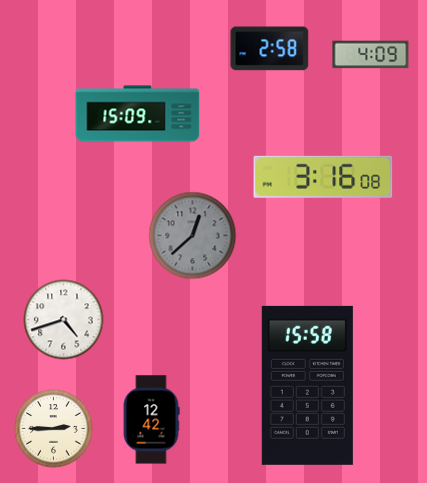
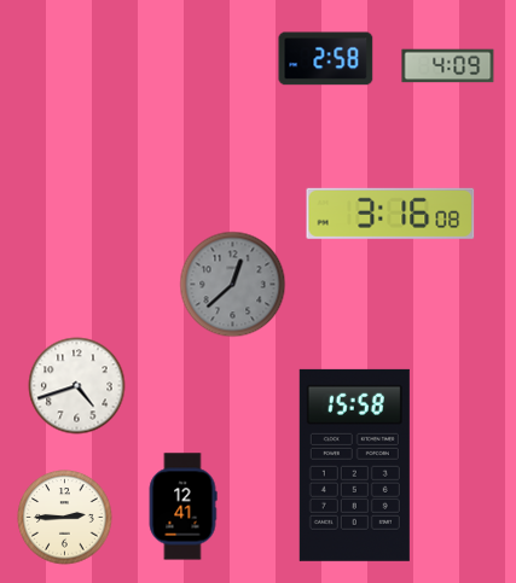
clock at (138, 114): 15:09 -> none
clock at (307, 385) position: (307, 385) -> (354, 465)
clock at (151, 420): 12:42 -> 12:41
